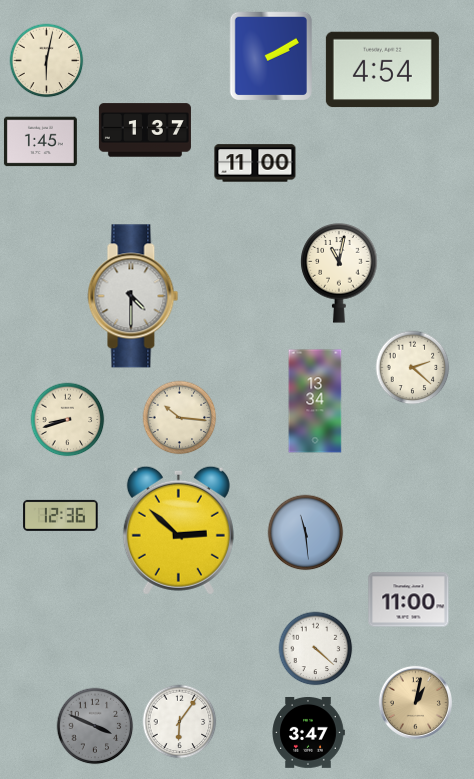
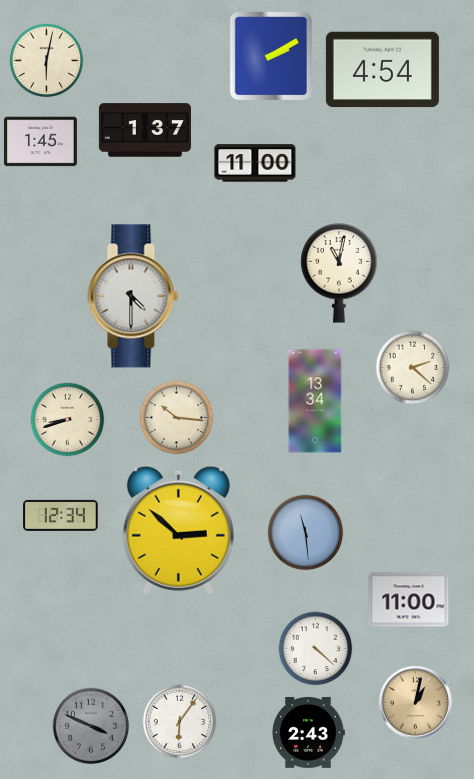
clock at (180, 418) position: (180, 418) -> (177, 418)
clock at (61, 515): 12:36 -> 12:34
clock at (95, 726) position: (95, 726) -> (91, 726)
clock at (308, 732): 3:47 -> 2:43
